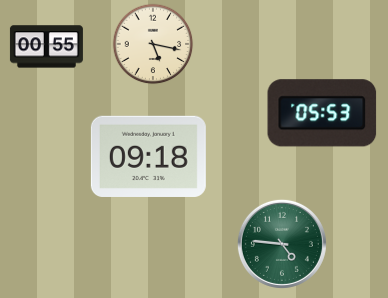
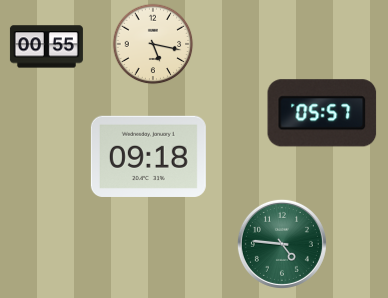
clock at (322, 113): 05:53 -> 05:57
